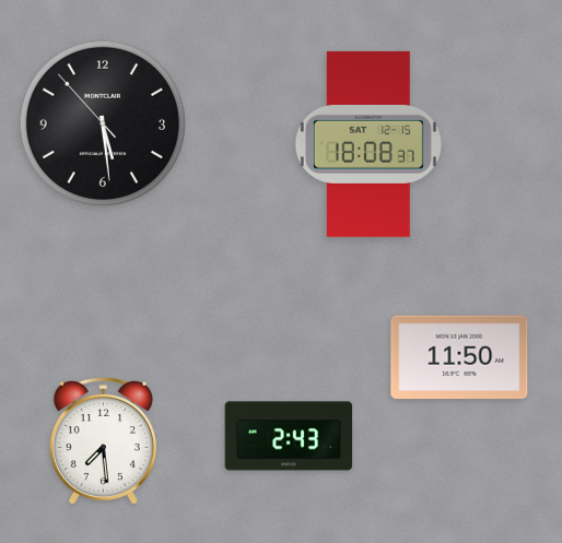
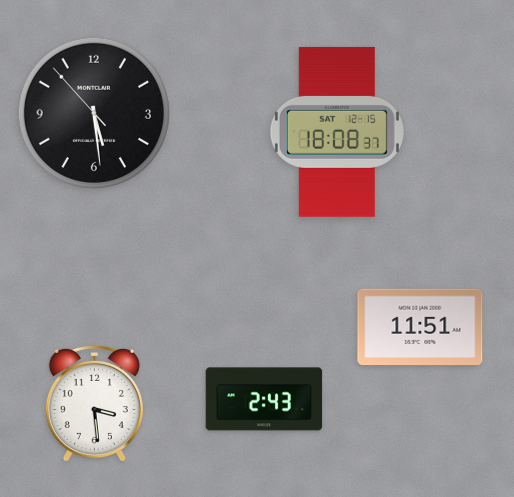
clock at (459, 357): 11:50 -> 11:51
clock at (103, 441): 7:29 -> 3:29
